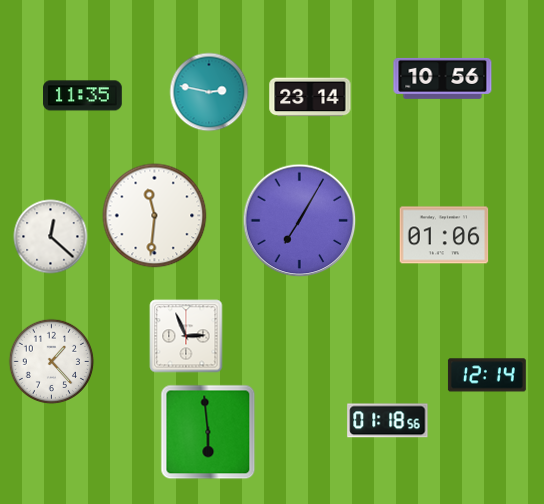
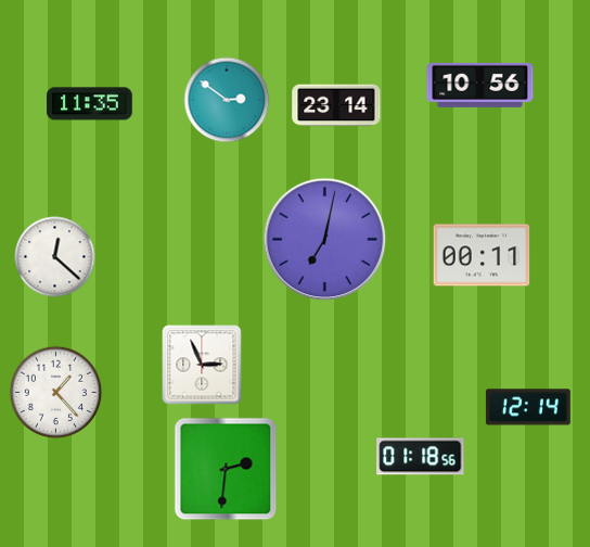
clock at (209, 92): 2:47 -> 2:51
clock at (155, 216): 11:31 -> none
clock at (300, 221): 7:05 -> 7:02
clock at (444, 235): 01:06 -> 00:11
clock at (208, 432): 5:59 -> 2:31
